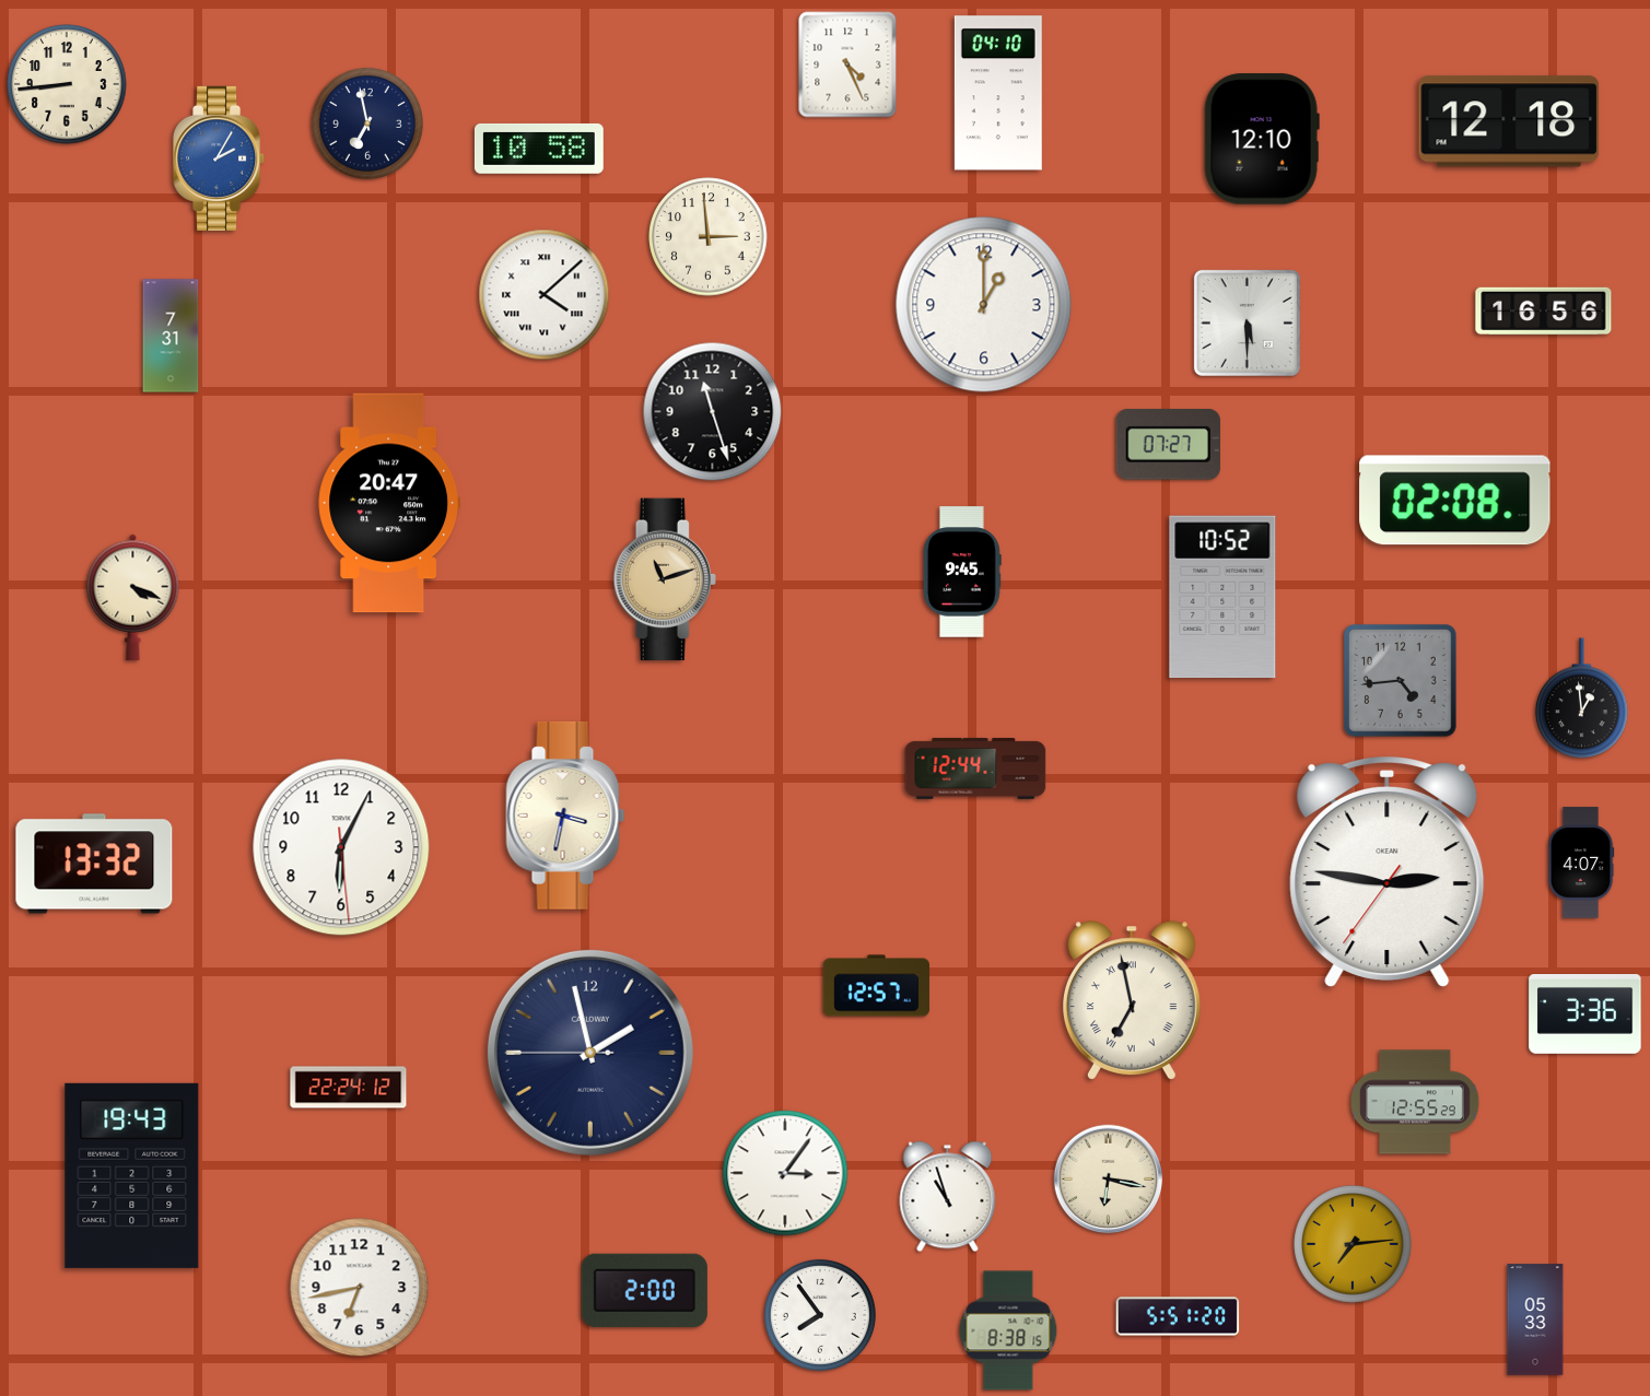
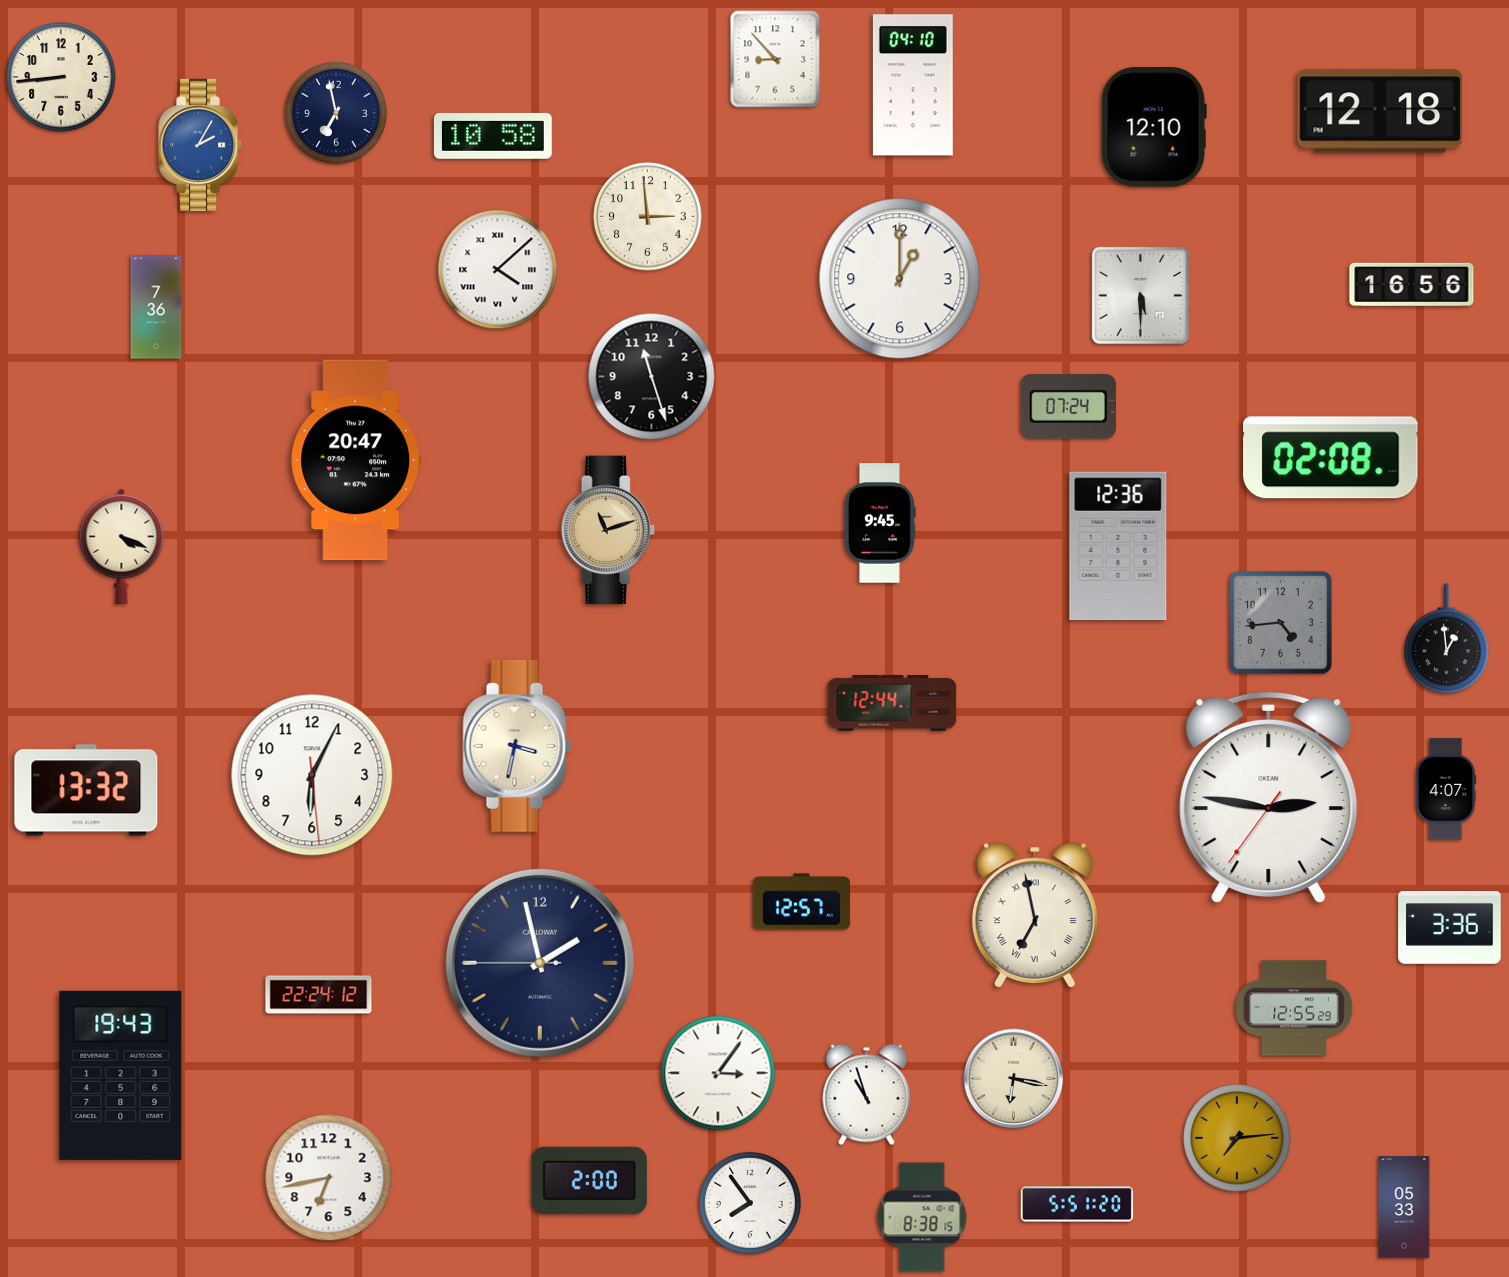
clock at (847, 64): 4:26 -> 8:53
clock at (171, 336): 7:31 -> 7:36
clock at (1168, 445): 07:27 -> 07:24
clock at (1222, 597): 10:52 -> 12:36
